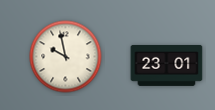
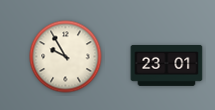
clock at (66, 57): 9:58 -> 9:55
